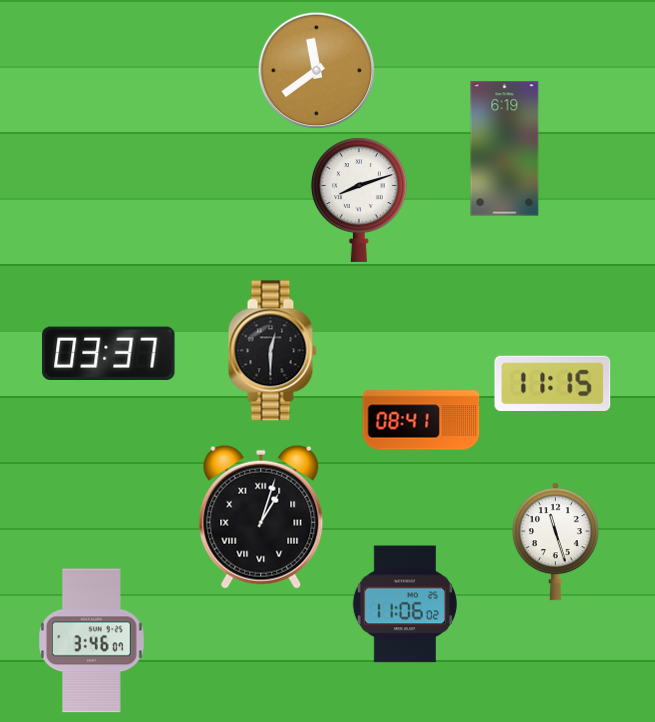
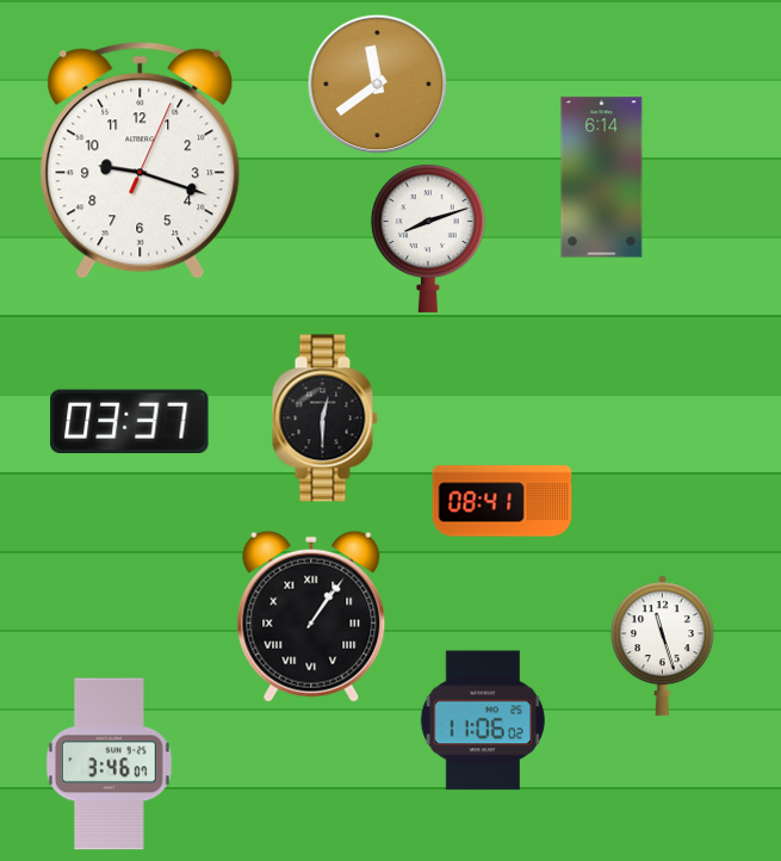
clock at (141, 160): none -> 9:18
clock at (505, 149): 6:19 -> 6:14
clock at (553, 383): 11:15 -> none
clock at (261, 517): 1:03 -> 1:06
